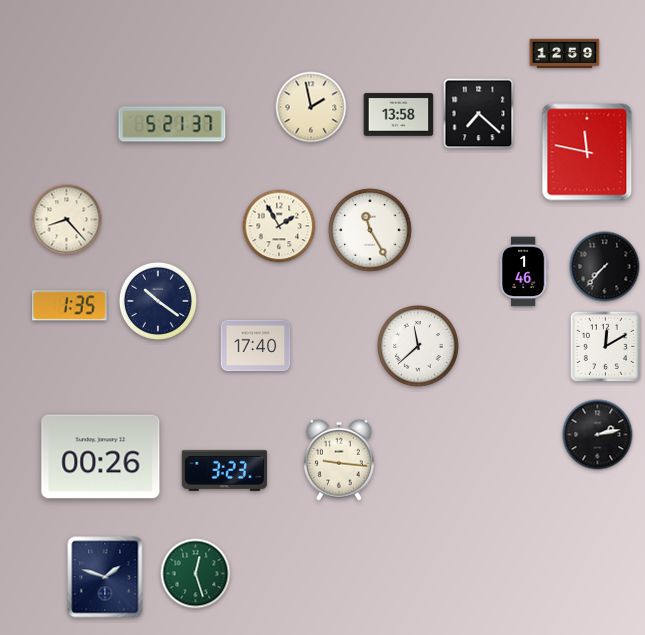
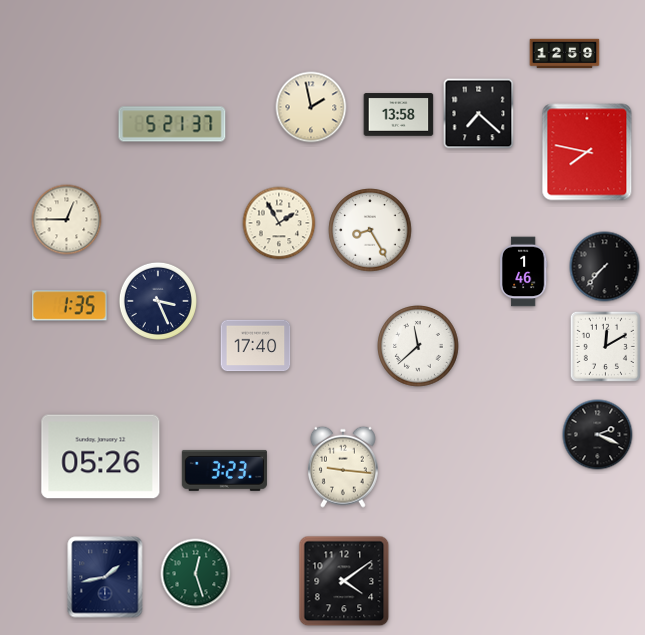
clock at (587, 152): 11:47 -> 7:47
clock at (67, 220): 8:23 -> 12:45
clock at (279, 226) position: (279, 226) -> (279, 223)
clock at (370, 230): 11:25 -> 8:25
clock at (158, 301): 10:21 -> 3:26
clock at (598, 435): 2:13 -> 2:19
clock at (101, 457): 00:26 -> 05:26
clock at (339, 460) position: (339, 460) -> (343, 467)
clock at (105, 577): 1:48 -> 1:43
clock at (344, 581): none -> 4:09
